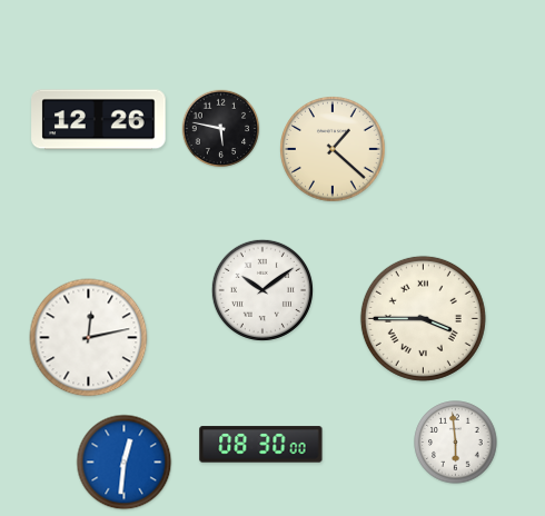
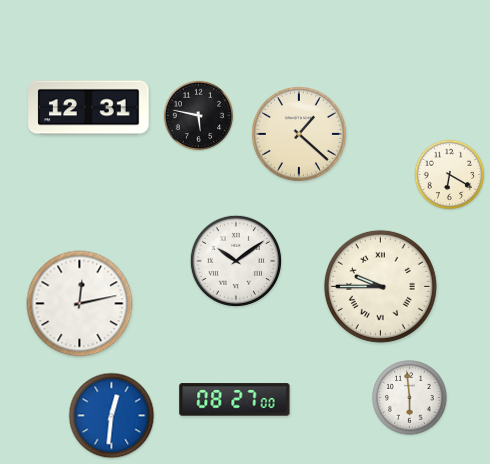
clock at (99, 120): 12:26 -> 12:31
clock at (450, 175): none -> 6:20
clock at (423, 318): 3:45 -> 9:45
clock at (261, 445): 08:30 -> 08:27
